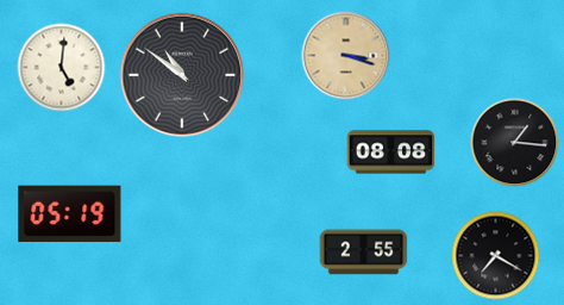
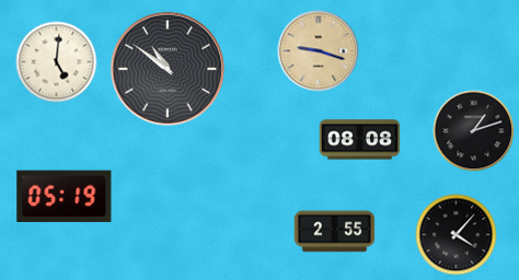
clock at (346, 56): 3:18 -> 9:18
clock at (515, 143): 1:16 -> 1:12
clock at (496, 256): 7:20 -> 4:07
